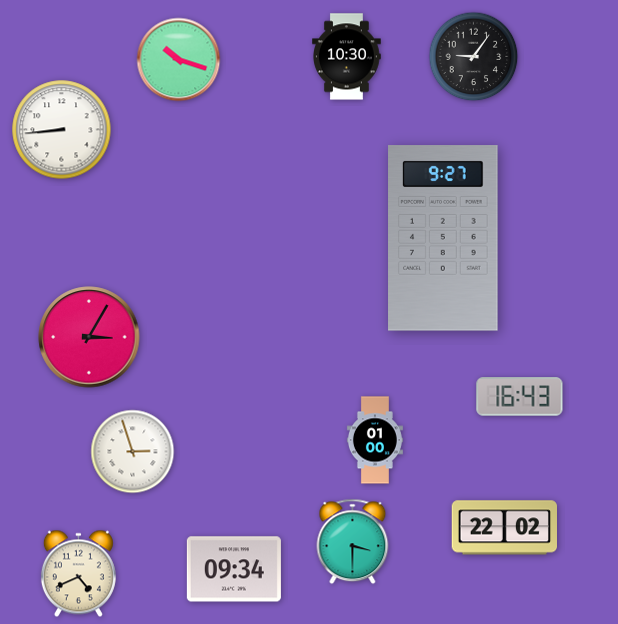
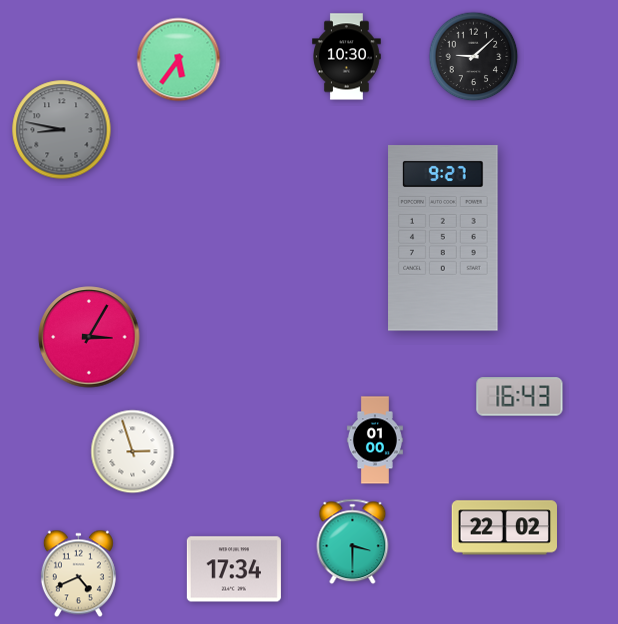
clock at (474, 57): 9:06 -> 9:08
clock at (179, 60): 10:18 -> 5:36
clock at (62, 130): 8:44 -> 8:47
clock at (62, 130) dial: white -> grey
clock at (234, 569): 09:34 -> 17:34
